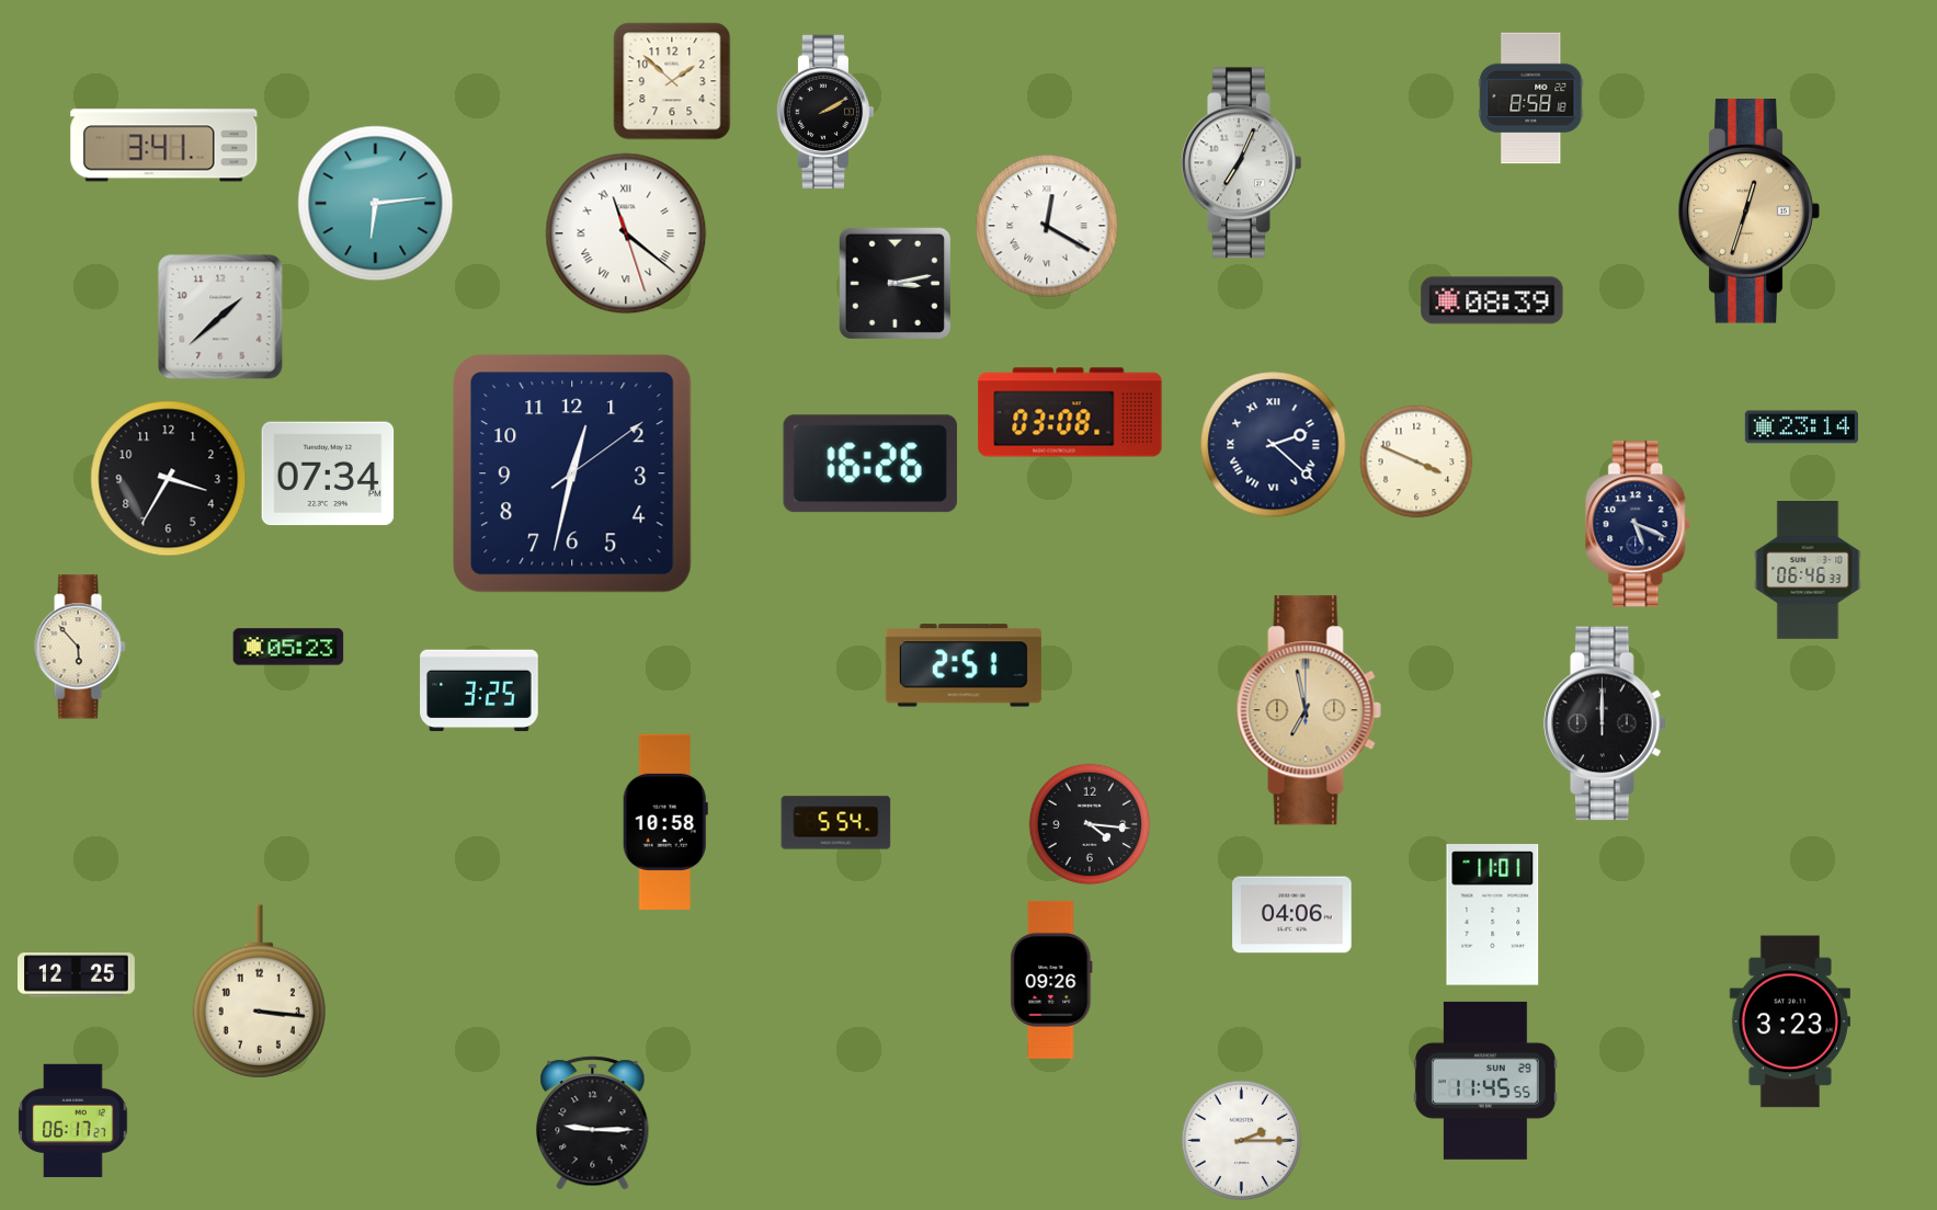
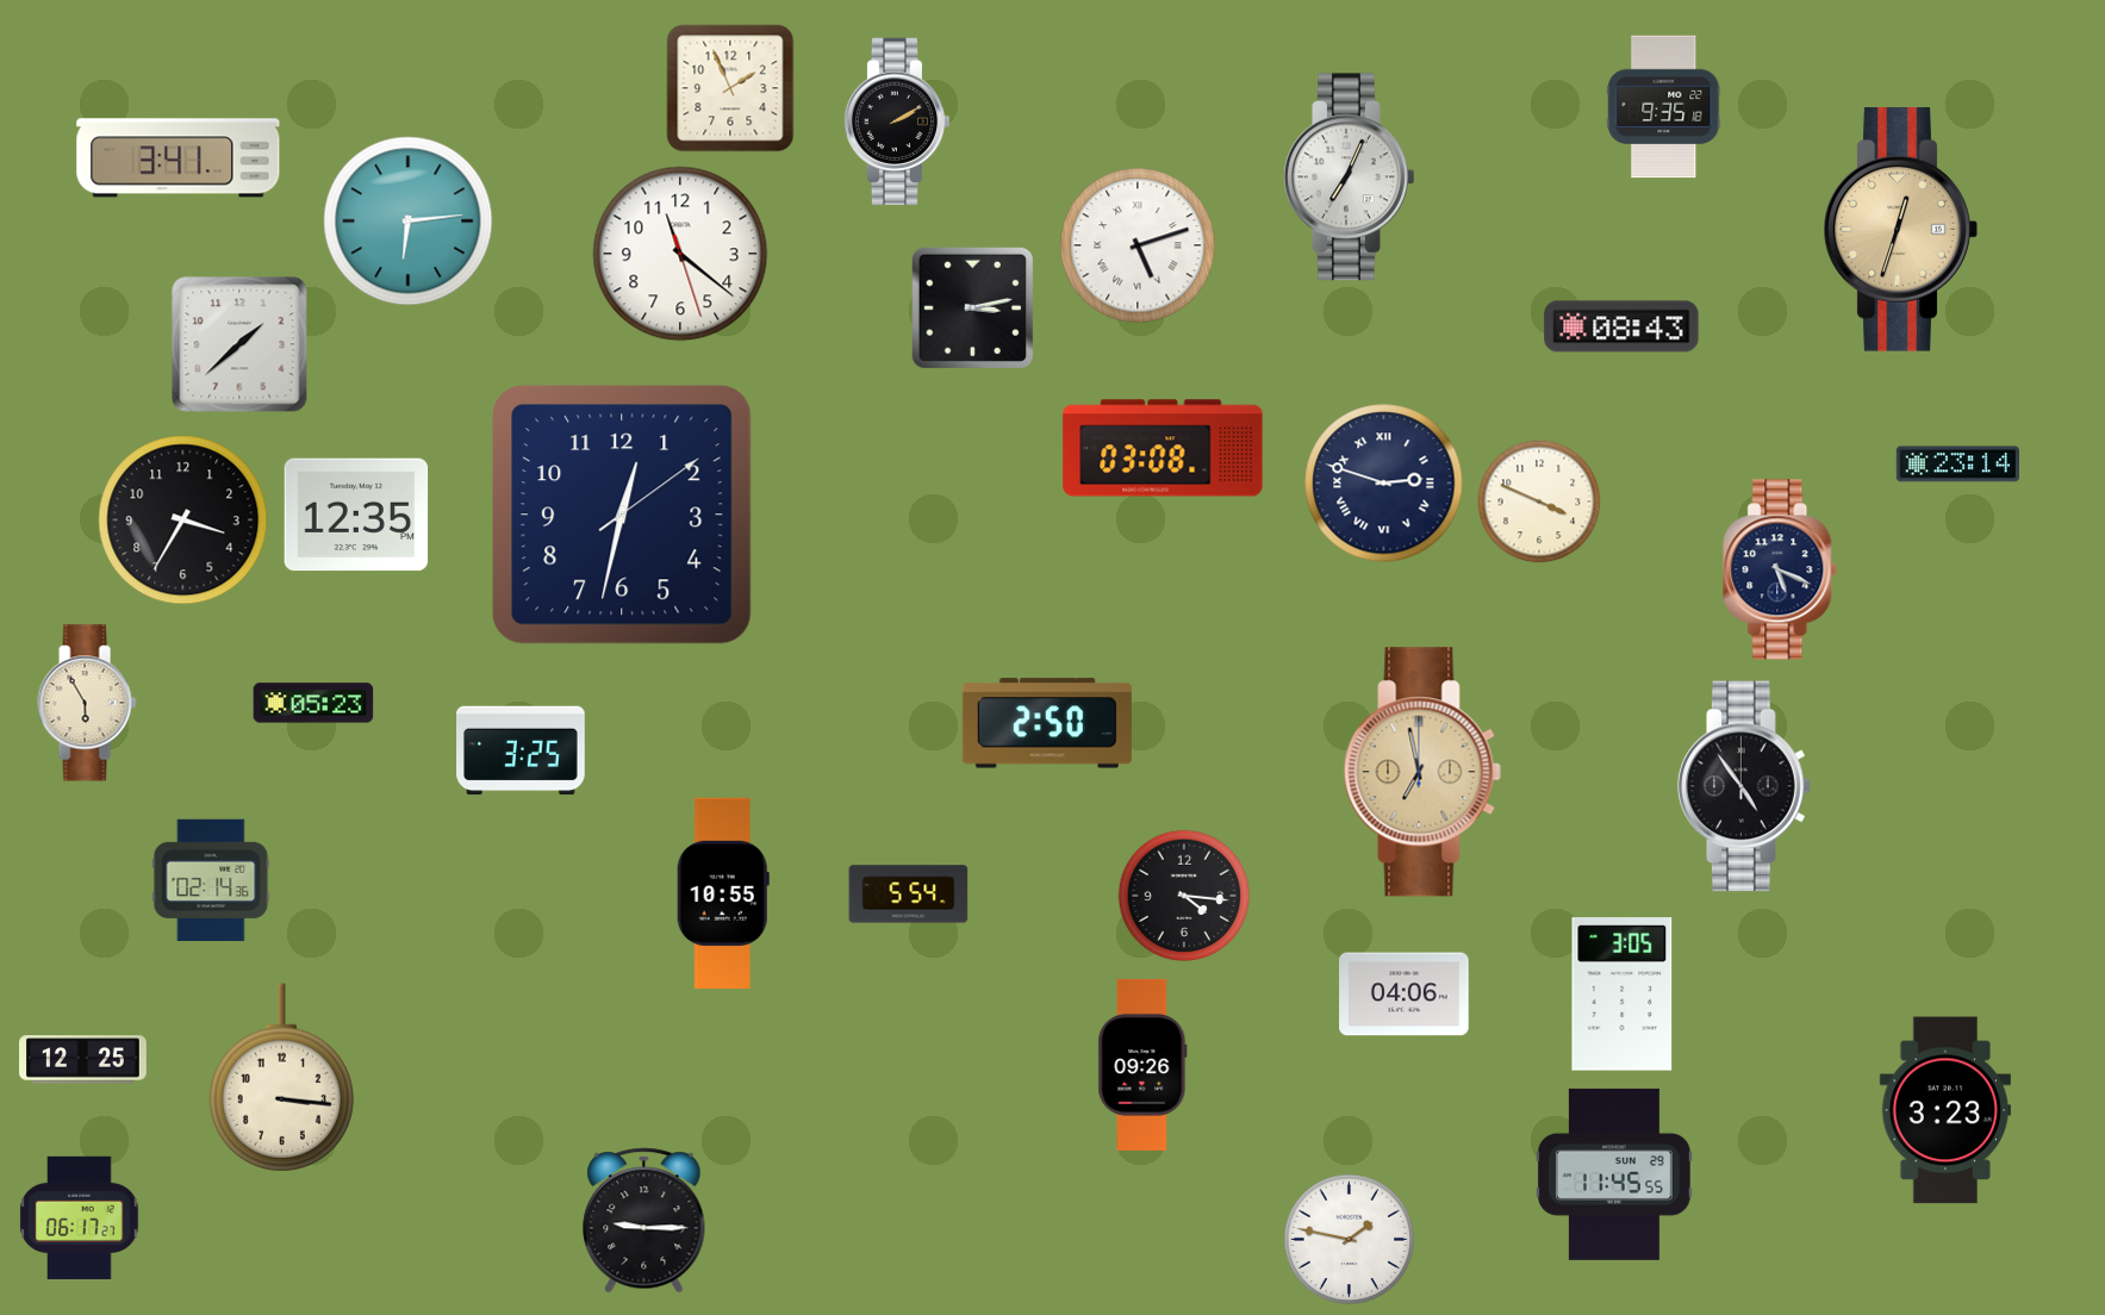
clock at (672, 81): 1:52 -> 1:56
clock at (1531, 99): 8:58 -> 9:35
clock at (1047, 226): 12:20 -> 5:12
clock at (626, 233) numerals: Roman -> Arabic
clock at (1492, 300): 08:39 -> 08:43
clock at (1274, 445): 2:22 -> 2:48
clock at (870, 464): 16:26 -> none
clock at (328, 473): 07:34 -> 12:35
clock at (1808, 571): 06:46 -> none
clock at (80, 647): 5:53 -> 5:55
clock at (964, 665): 2:51 -> 2:50
clock at (1605, 723): 12:00 -> 4:54
clock at (211, 880): none -> 02:14
clock at (665, 822): 10:58 -> 10:55
clock at (1493, 915): 11:01 -> 3:05
clock at (1242, 1141): 2:15 -> 1:47
